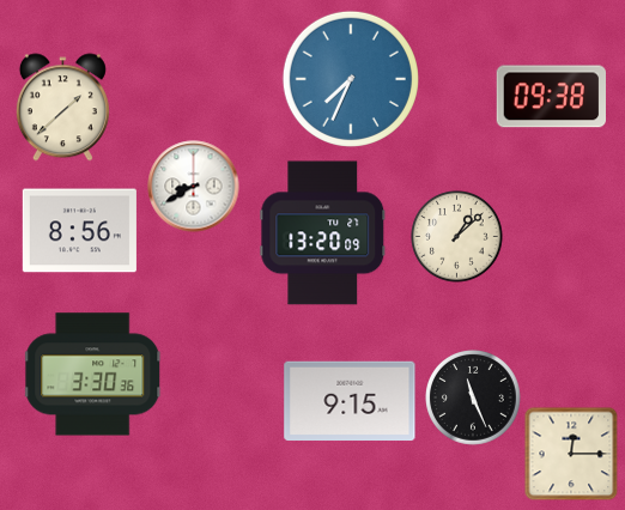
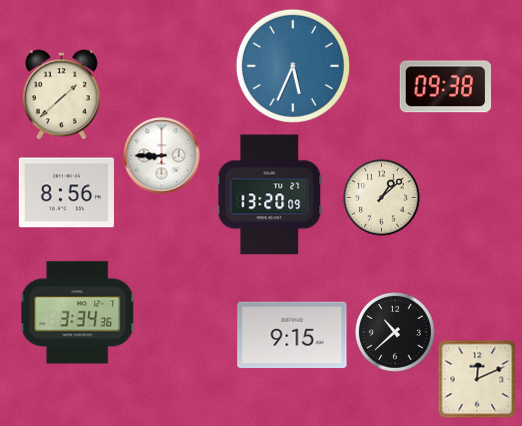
clock at (351, 79): 7:34 -> 5:34
clock at (551, 97) position: (551, 97) -> (445, 87)
clock at (62, 108) position: (62, 108) -> (61, 95)
clock at (194, 187): 8:40 -> 8:45
clock at (93, 375): 3:30 -> 3:34
clock at (474, 399): 11:26 -> 10:38
clock at (571, 454): 12:15 -> 12:11
